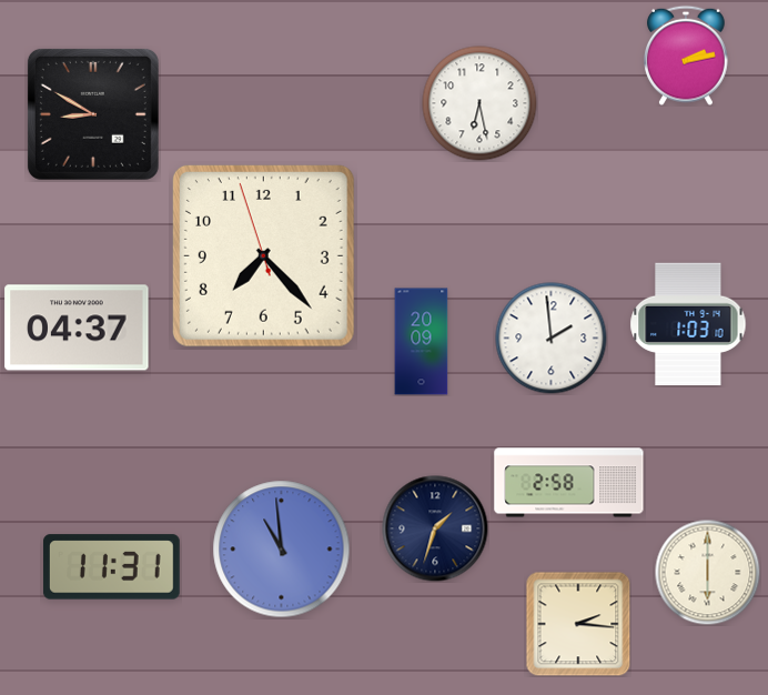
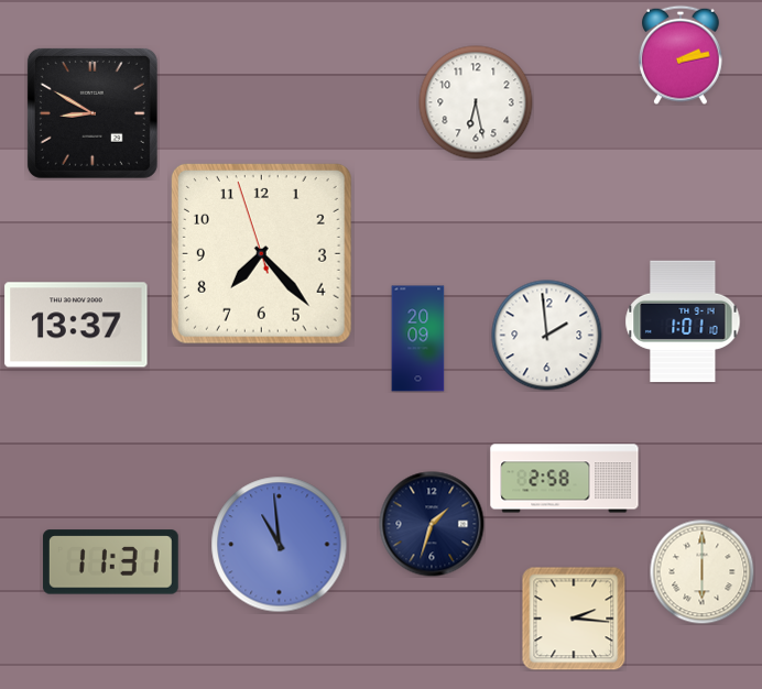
clock at (688, 324): 1:03 -> 1:01
clock at (77, 328): 04:37 -> 13:37
clock at (707, 572) position: (707, 572) -> (701, 571)
